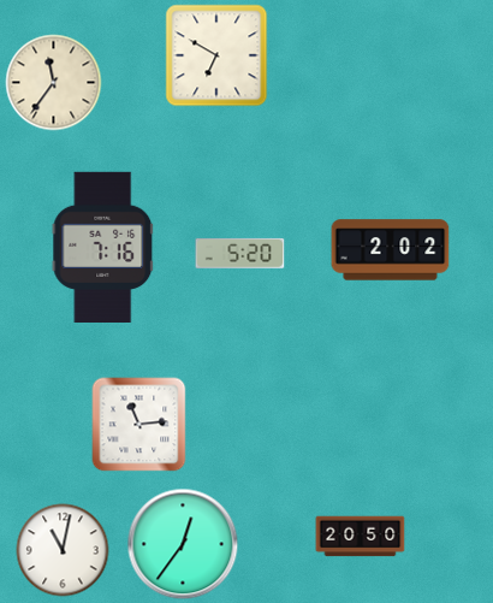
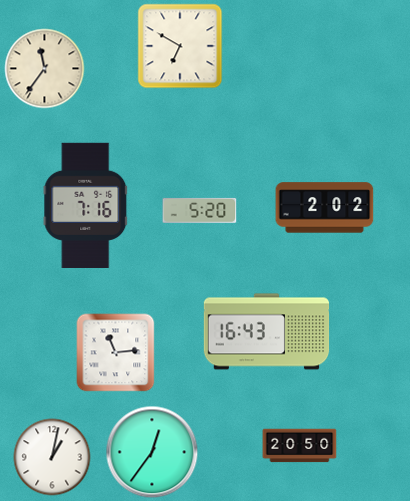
clock at (267, 332): none -> 16:43
clock at (63, 550): 11:02 -> 1:02
